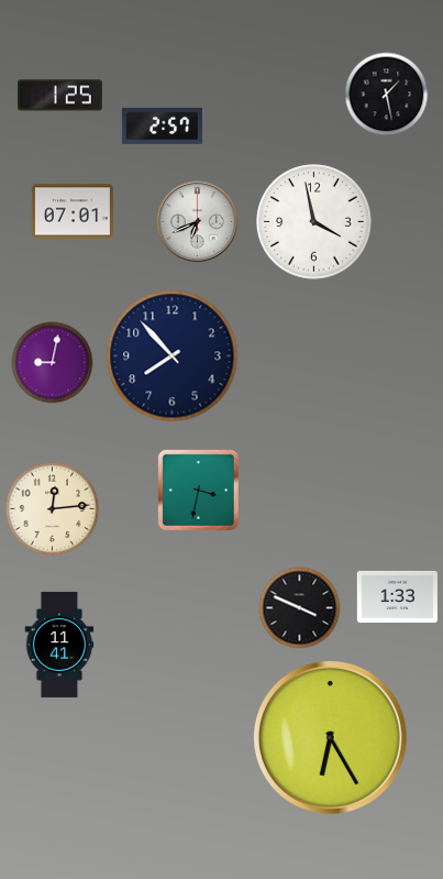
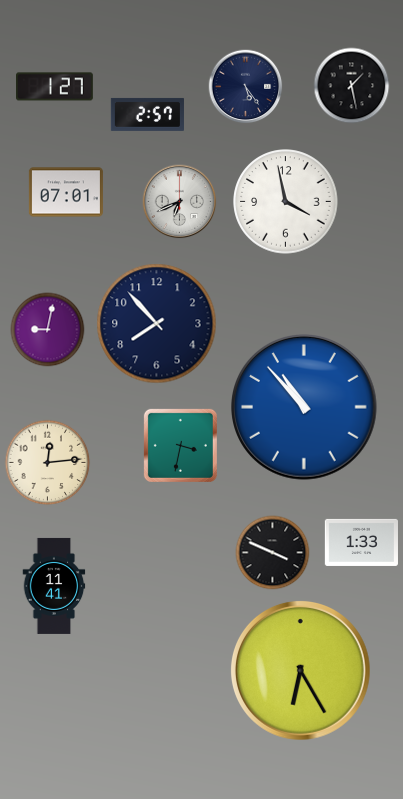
clock at (60, 96): 1:25 -> 1:27
clock at (246, 87): none -> 5:24
clock at (305, 408): none -> 10:53
